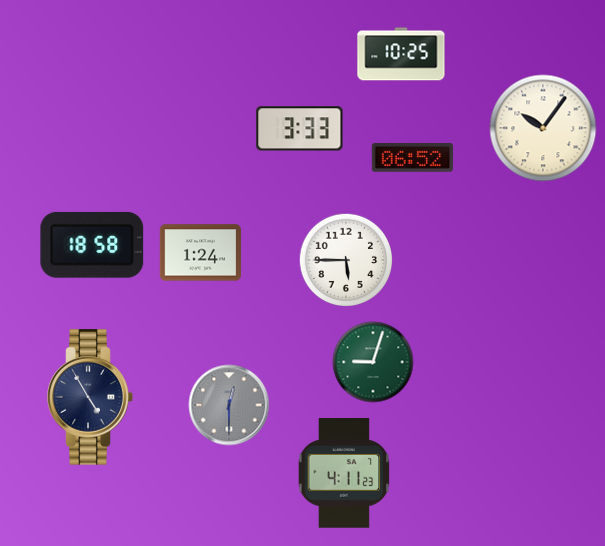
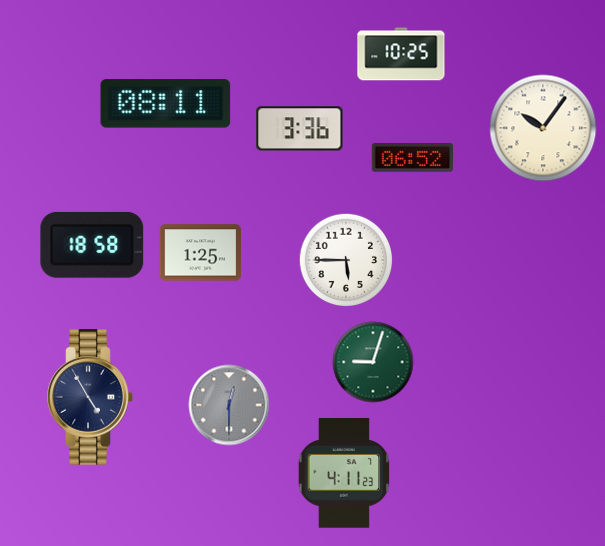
clock at (166, 104): none -> 08:11
clock at (300, 129): 3:33 -> 3:36
clock at (200, 253): 1:24 -> 1:25
